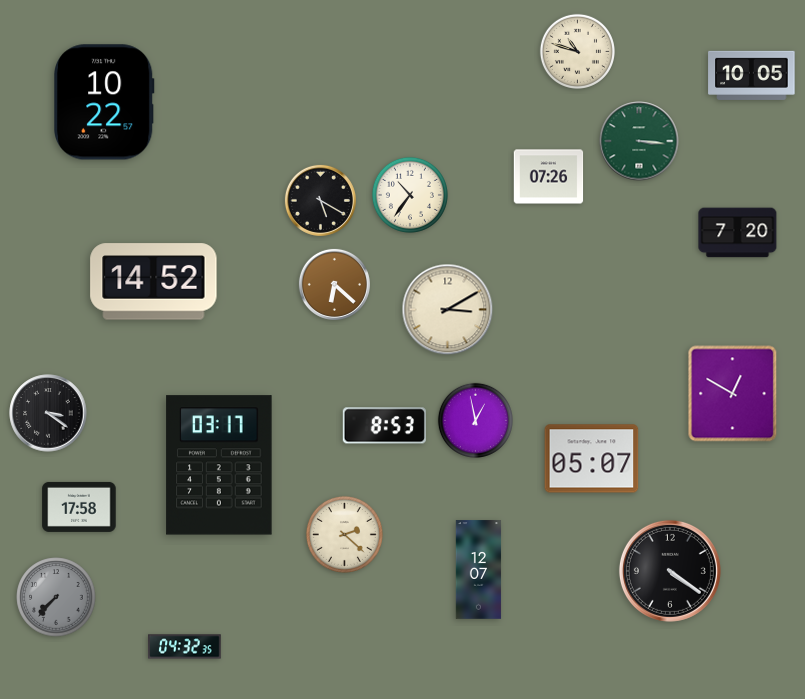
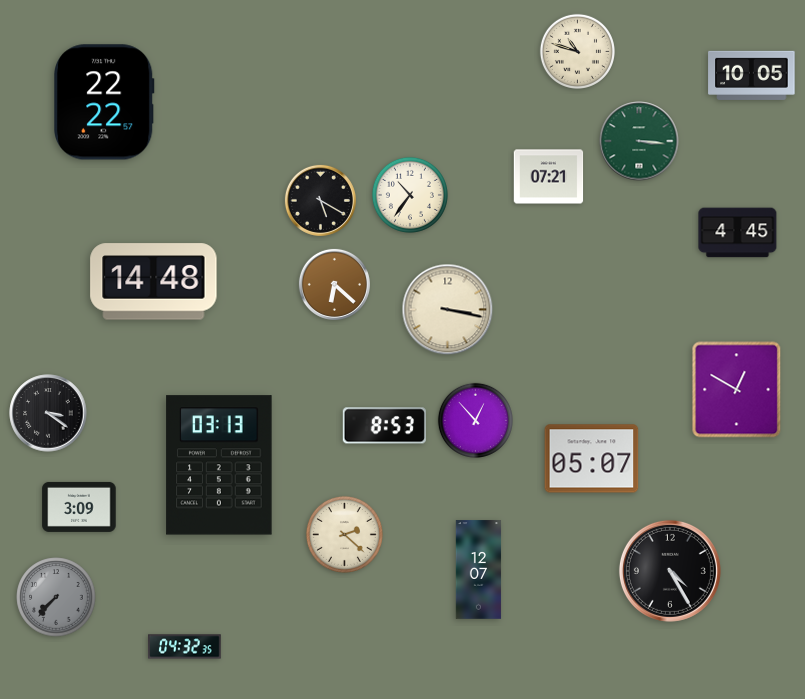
clock at (105, 102): 10:22 -> 22:22
clock at (549, 177): 07:26 -> 07:21
clock at (738, 233): 7:20 -> 4:45
clock at (154, 282): 14:52 -> 14:48
clock at (448, 310): 3:10 -> 3:17
clock at (733, 394) position: (733, 394) -> (737, 390)
clock at (475, 420): 12:58 -> 12:53
clock at (219, 465): 03:17 -> 03:13
clock at (79, 507): 17:58 -> 3:09
clock at (670, 571): 4:21 -> 4:25
